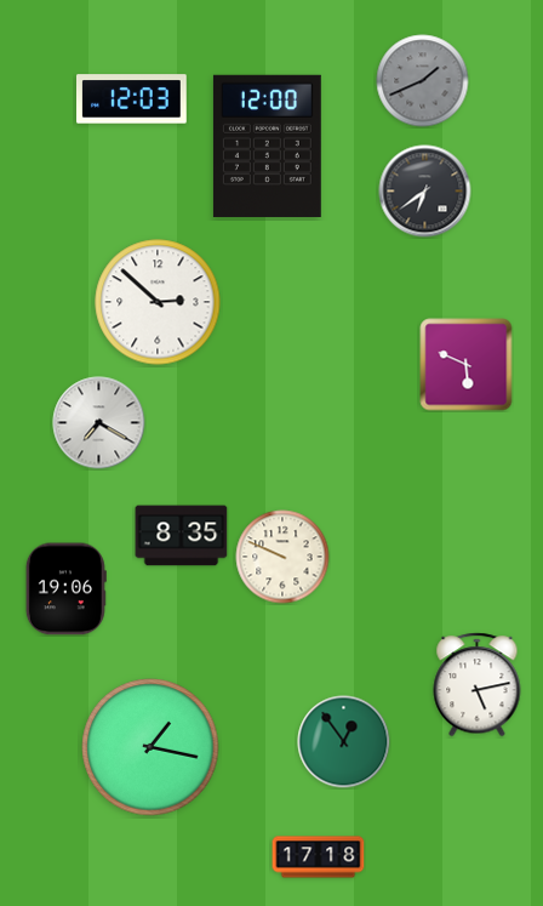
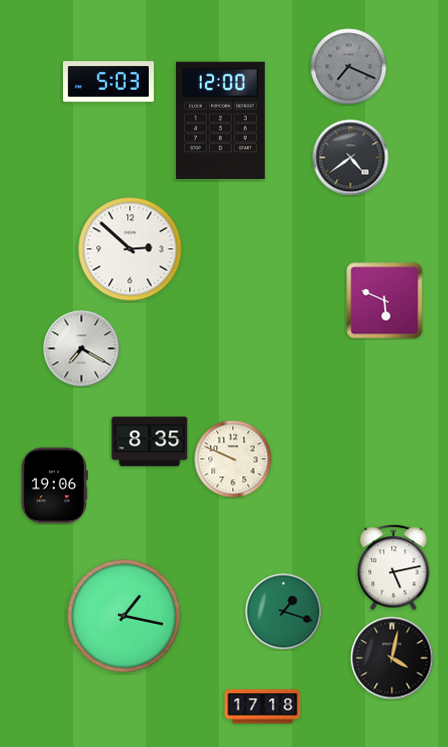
clock at (423, 81): 1:41 -> 7:19
clock at (132, 99): 12:03 -> 5:03
clock at (425, 192): 6:39 -> 4:39
clock at (478, 685) position: (478, 685) -> (394, 568)
clock at (344, 742): 12:54 -> 1:18
clock at (392, 658): none -> 4:02
